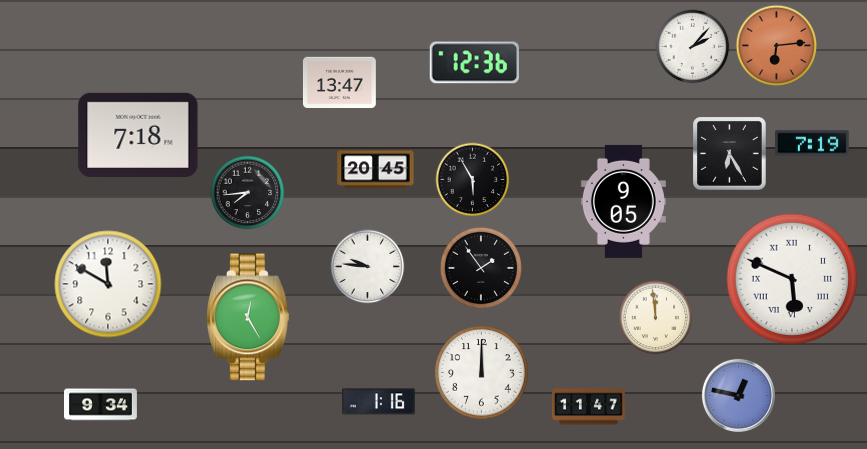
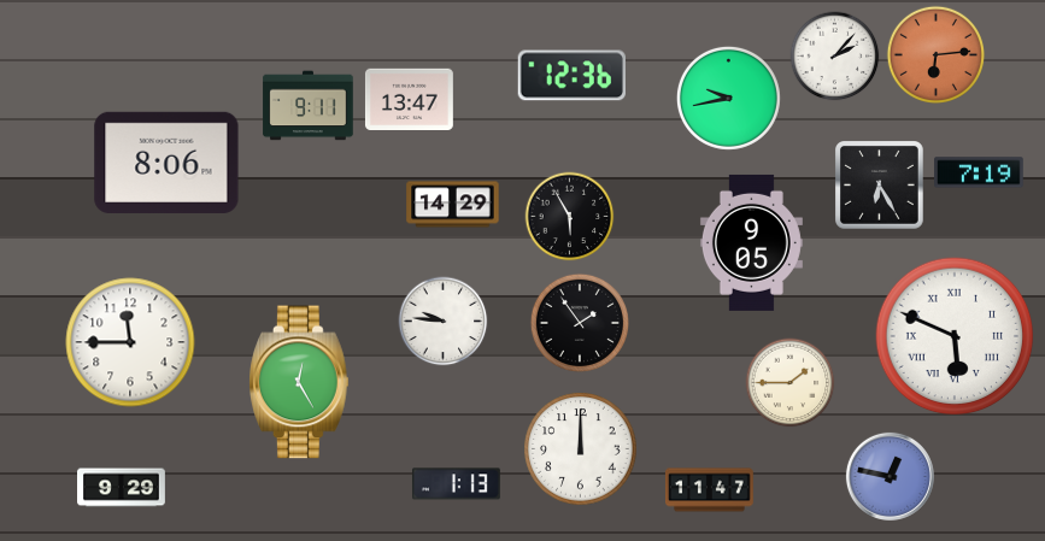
clock at (728, 98): none -> 9:43
clock at (309, 106): none -> 9:11
clock at (138, 135): 7:18 -> 8:06
clock at (376, 170): 20:45 -> 14:29
clock at (248, 193): 7:44 -> none
clock at (108, 284): 11:50 -> 11:45
clock at (656, 318): 11:59 -> 1:45
clock at (378, 402): 1:16 -> 1:13
clock at (101, 405): 9:34 -> 9:29
